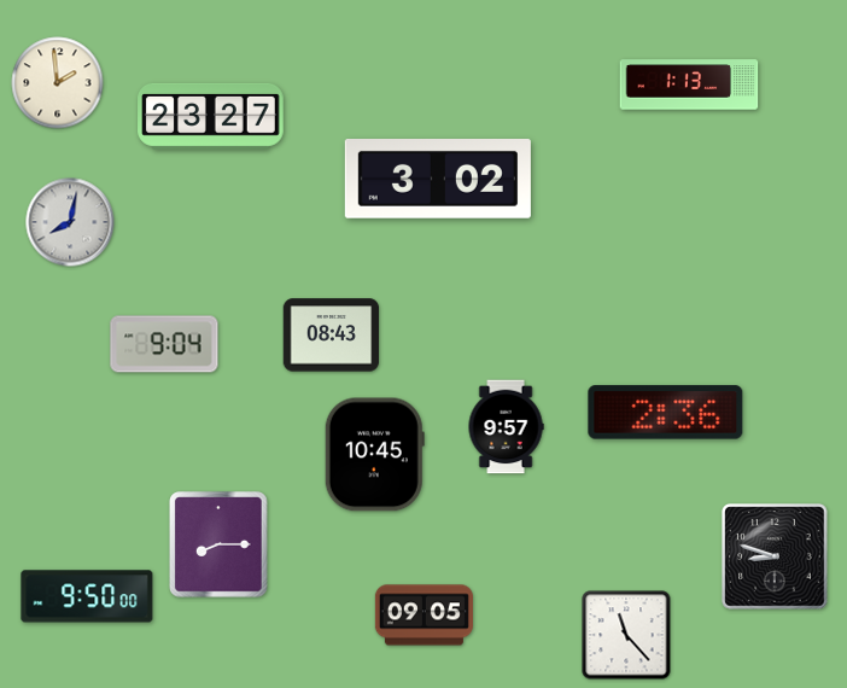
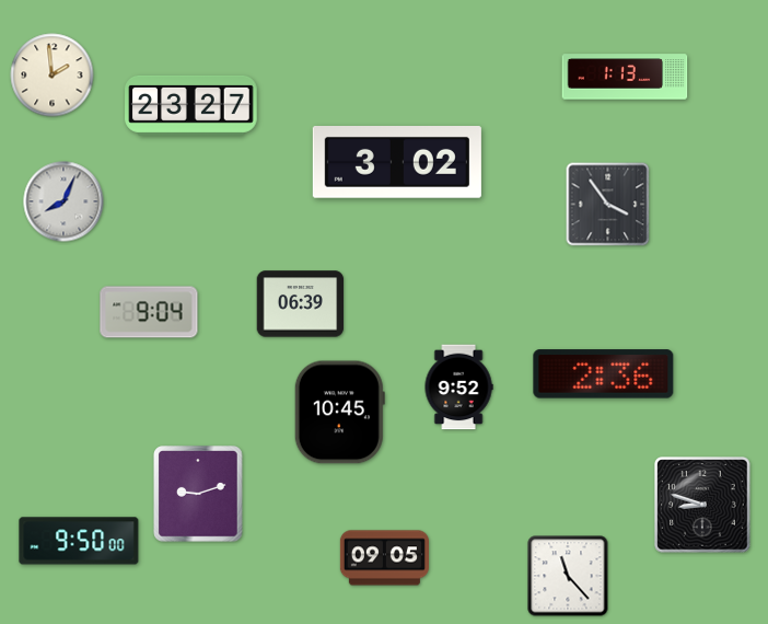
clock at (70, 222): 8:02 -> 8:04
clock at (608, 205): none -> 3:54
clock at (332, 336): 08:43 -> 06:39
clock at (506, 427): 9:57 -> 9:52
clock at (218, 544): 8:15 -> 9:12
